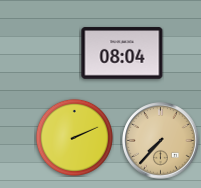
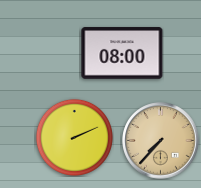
clock at (122, 53): 08:04 -> 08:00
